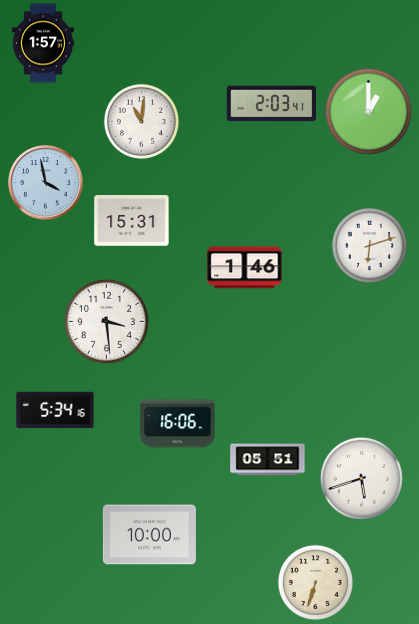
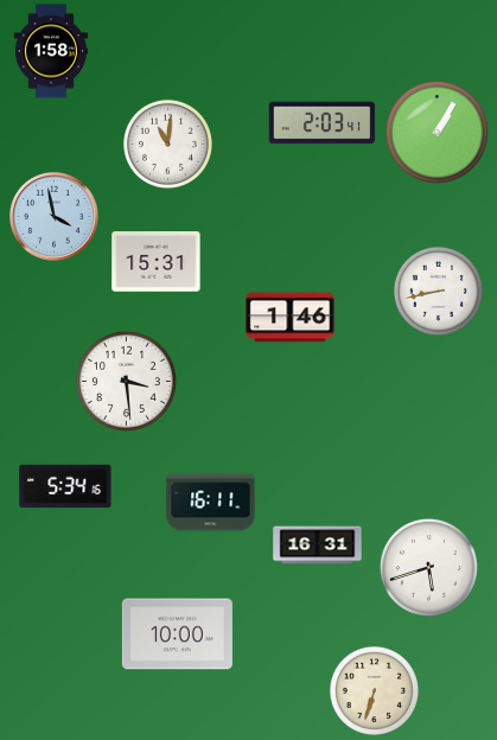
clock at (42, 43): 1:57 -> 1:58
clock at (368, 111): 1:00 -> 1:05
clock at (369, 245): 6:12 -> 8:43
clock at (178, 424): 16:06 -> 16:11
clock at (268, 460): 05:51 -> 16:31
